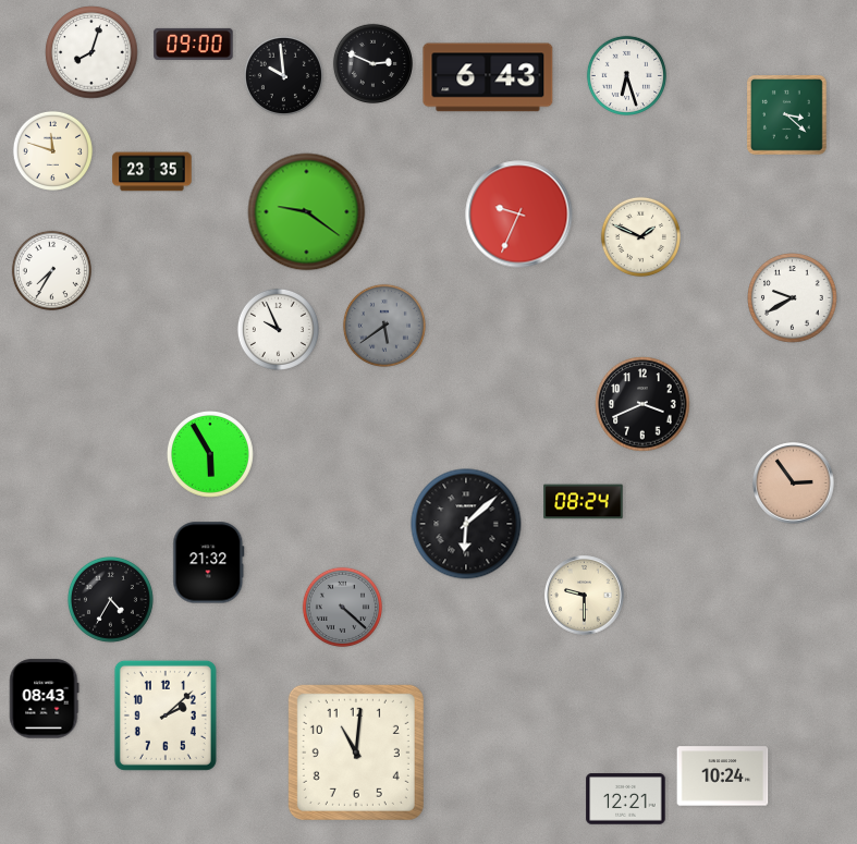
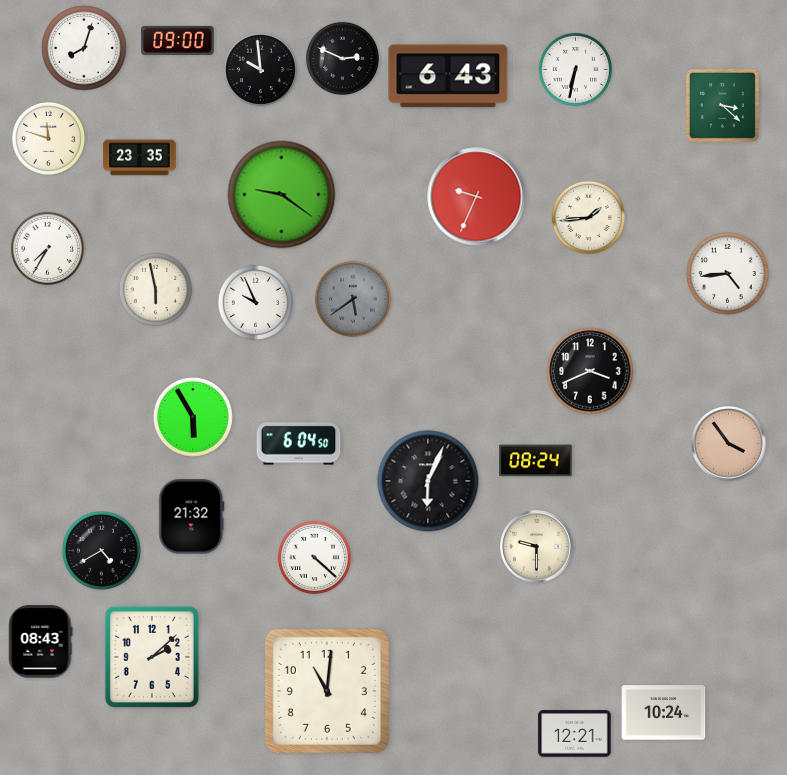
clock at (626, 75): 6:27 -> 6:32
clock at (488, 77) position: (488, 77) -> (448, 76)
clock at (640, 236): 1:49 -> 1:44
clock at (793, 298): 9:40 -> 4:44
clock at (155, 289): none -> 5:58
clock at (299, 444): none -> 6:04
clock at (794, 484): 2:54 -> 3:54
clock at (466, 524): 6:08 -> 6:04
clock at (110, 599): 4:35 -> 4:40
clock at (342, 607) dial: grey -> white
